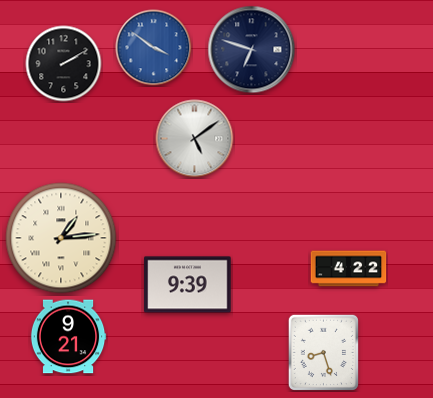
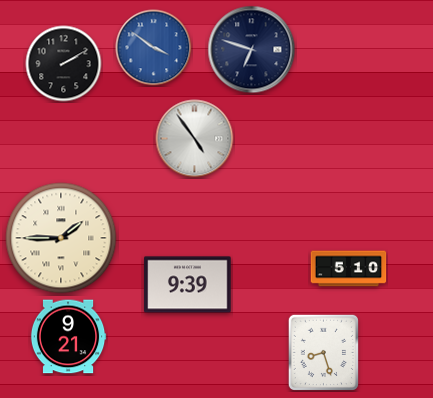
clock at (195, 139): 5:09 -> 4:54
clock at (61, 238): 1:14 -> 1:45
clock at (349, 269): 4:22 -> 5:10
